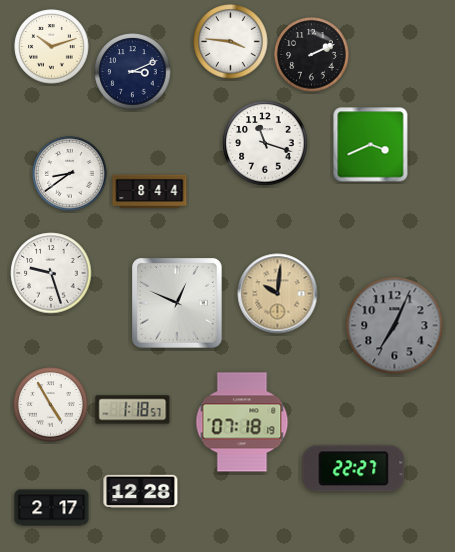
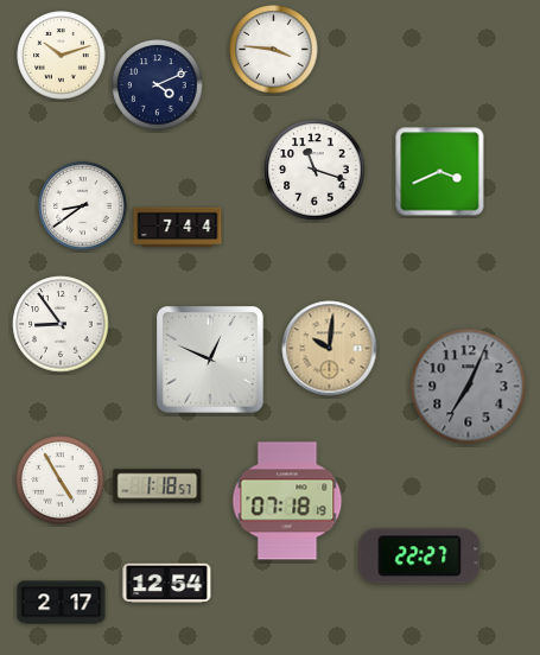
clock at (312, 55): 2:11 -> none
clock at (133, 72): 3:11 -> 4:11
clock at (150, 192): 8:44 -> 7:44
clock at (51, 273): 9:27 -> 8:54
clock at (141, 492): 12:28 -> 12:54
